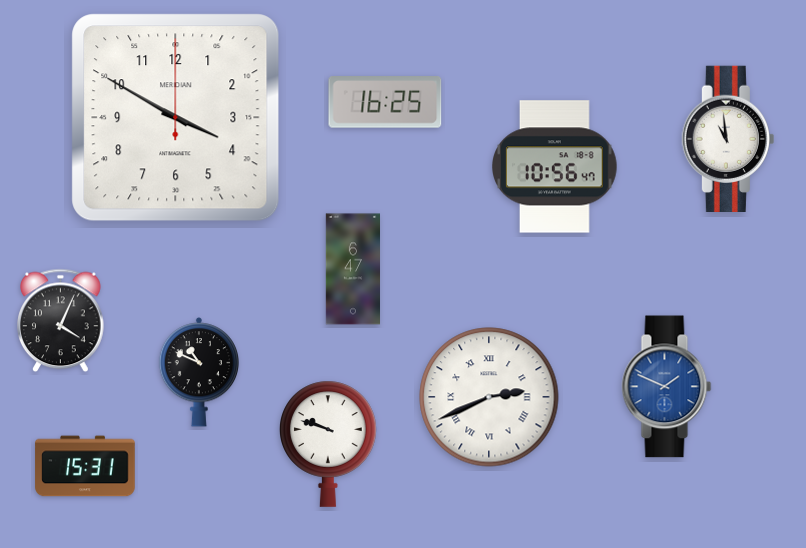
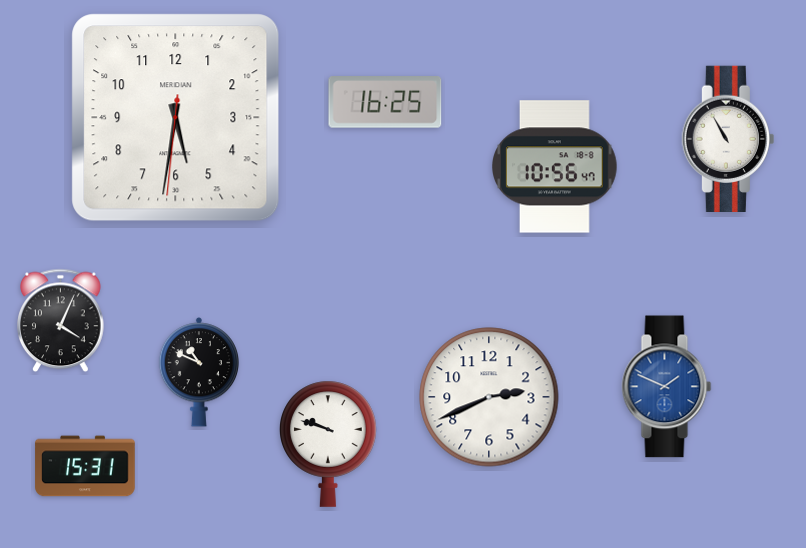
clock at (176, 118): 3:50 -> 5:31
clock at (728, 138): 10:59 -> 10:55
clock at (352, 269): 6:47 -> none
clock at (489, 397) numerals: Roman -> Arabic
